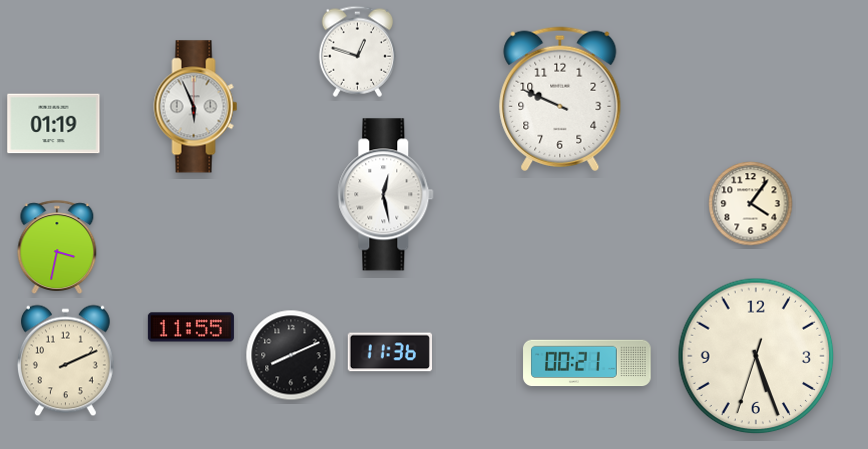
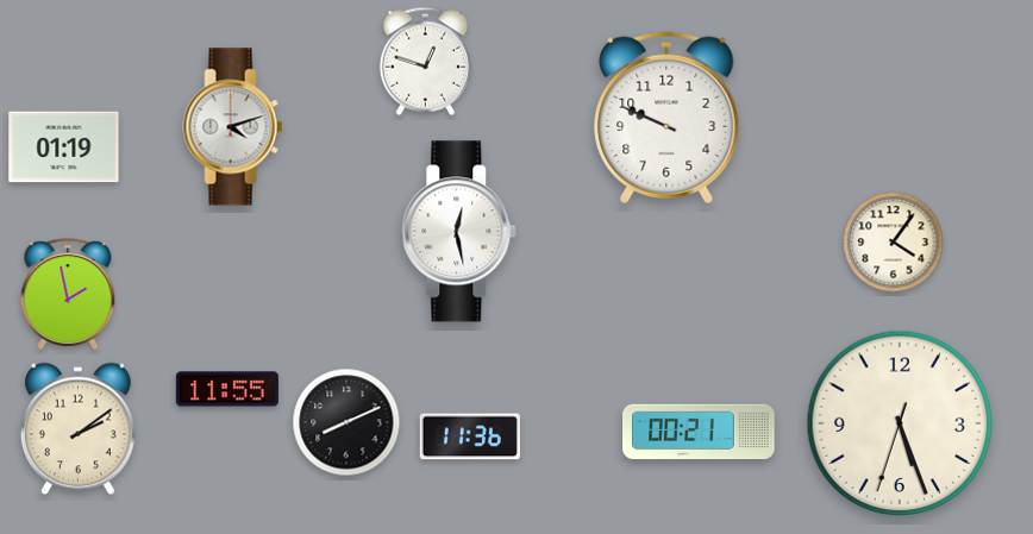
clock at (196, 107): 5:56 -> 4:12
clock at (57, 247): 3:32 -> 1:58
clock at (389, 352) position: (389, 352) -> (469, 436)
clock at (65, 361): 2:11 -> 2:09
